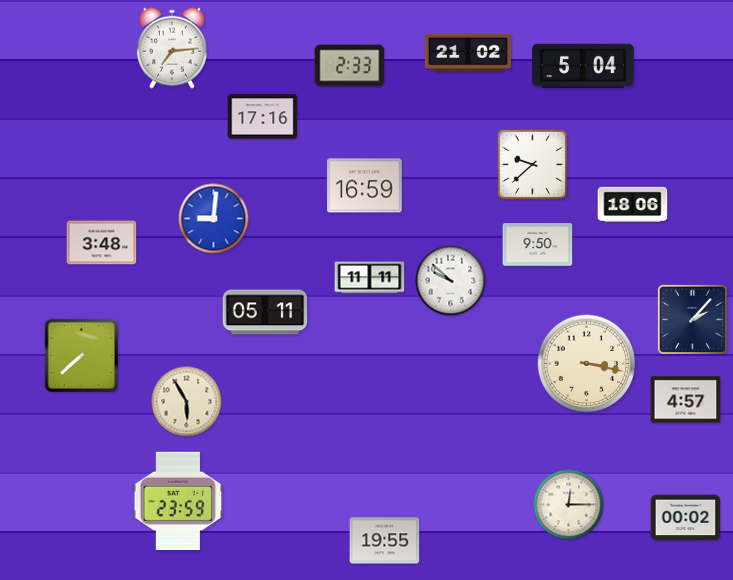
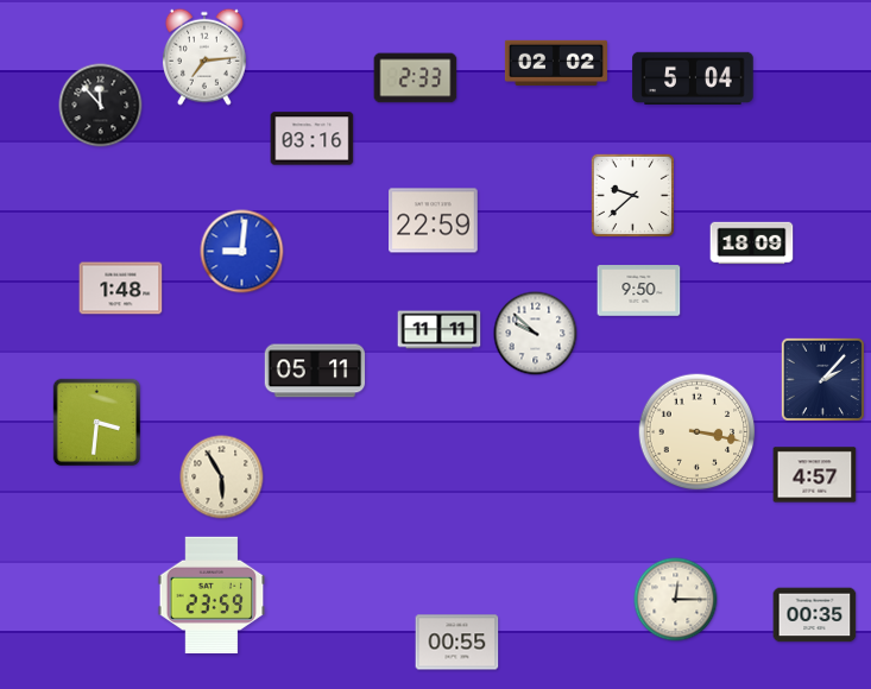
clock at (468, 52): 21:02 -> 02:02
clock at (101, 106): none -> 11:53
clock at (263, 117): 17:16 -> 03:16
clock at (365, 186): 16:59 -> 22:59
clock at (633, 205): 18:06 -> 18:09
clock at (214, 219) position: (214, 219) -> (242, 252)
clock at (102, 243): 3:48 -> 1:48
clock at (82, 356): 7:38 -> 3:31
clock at (686, 518): 00:02 -> 00:35
clock at (385, 541): 19:55 -> 00:55
